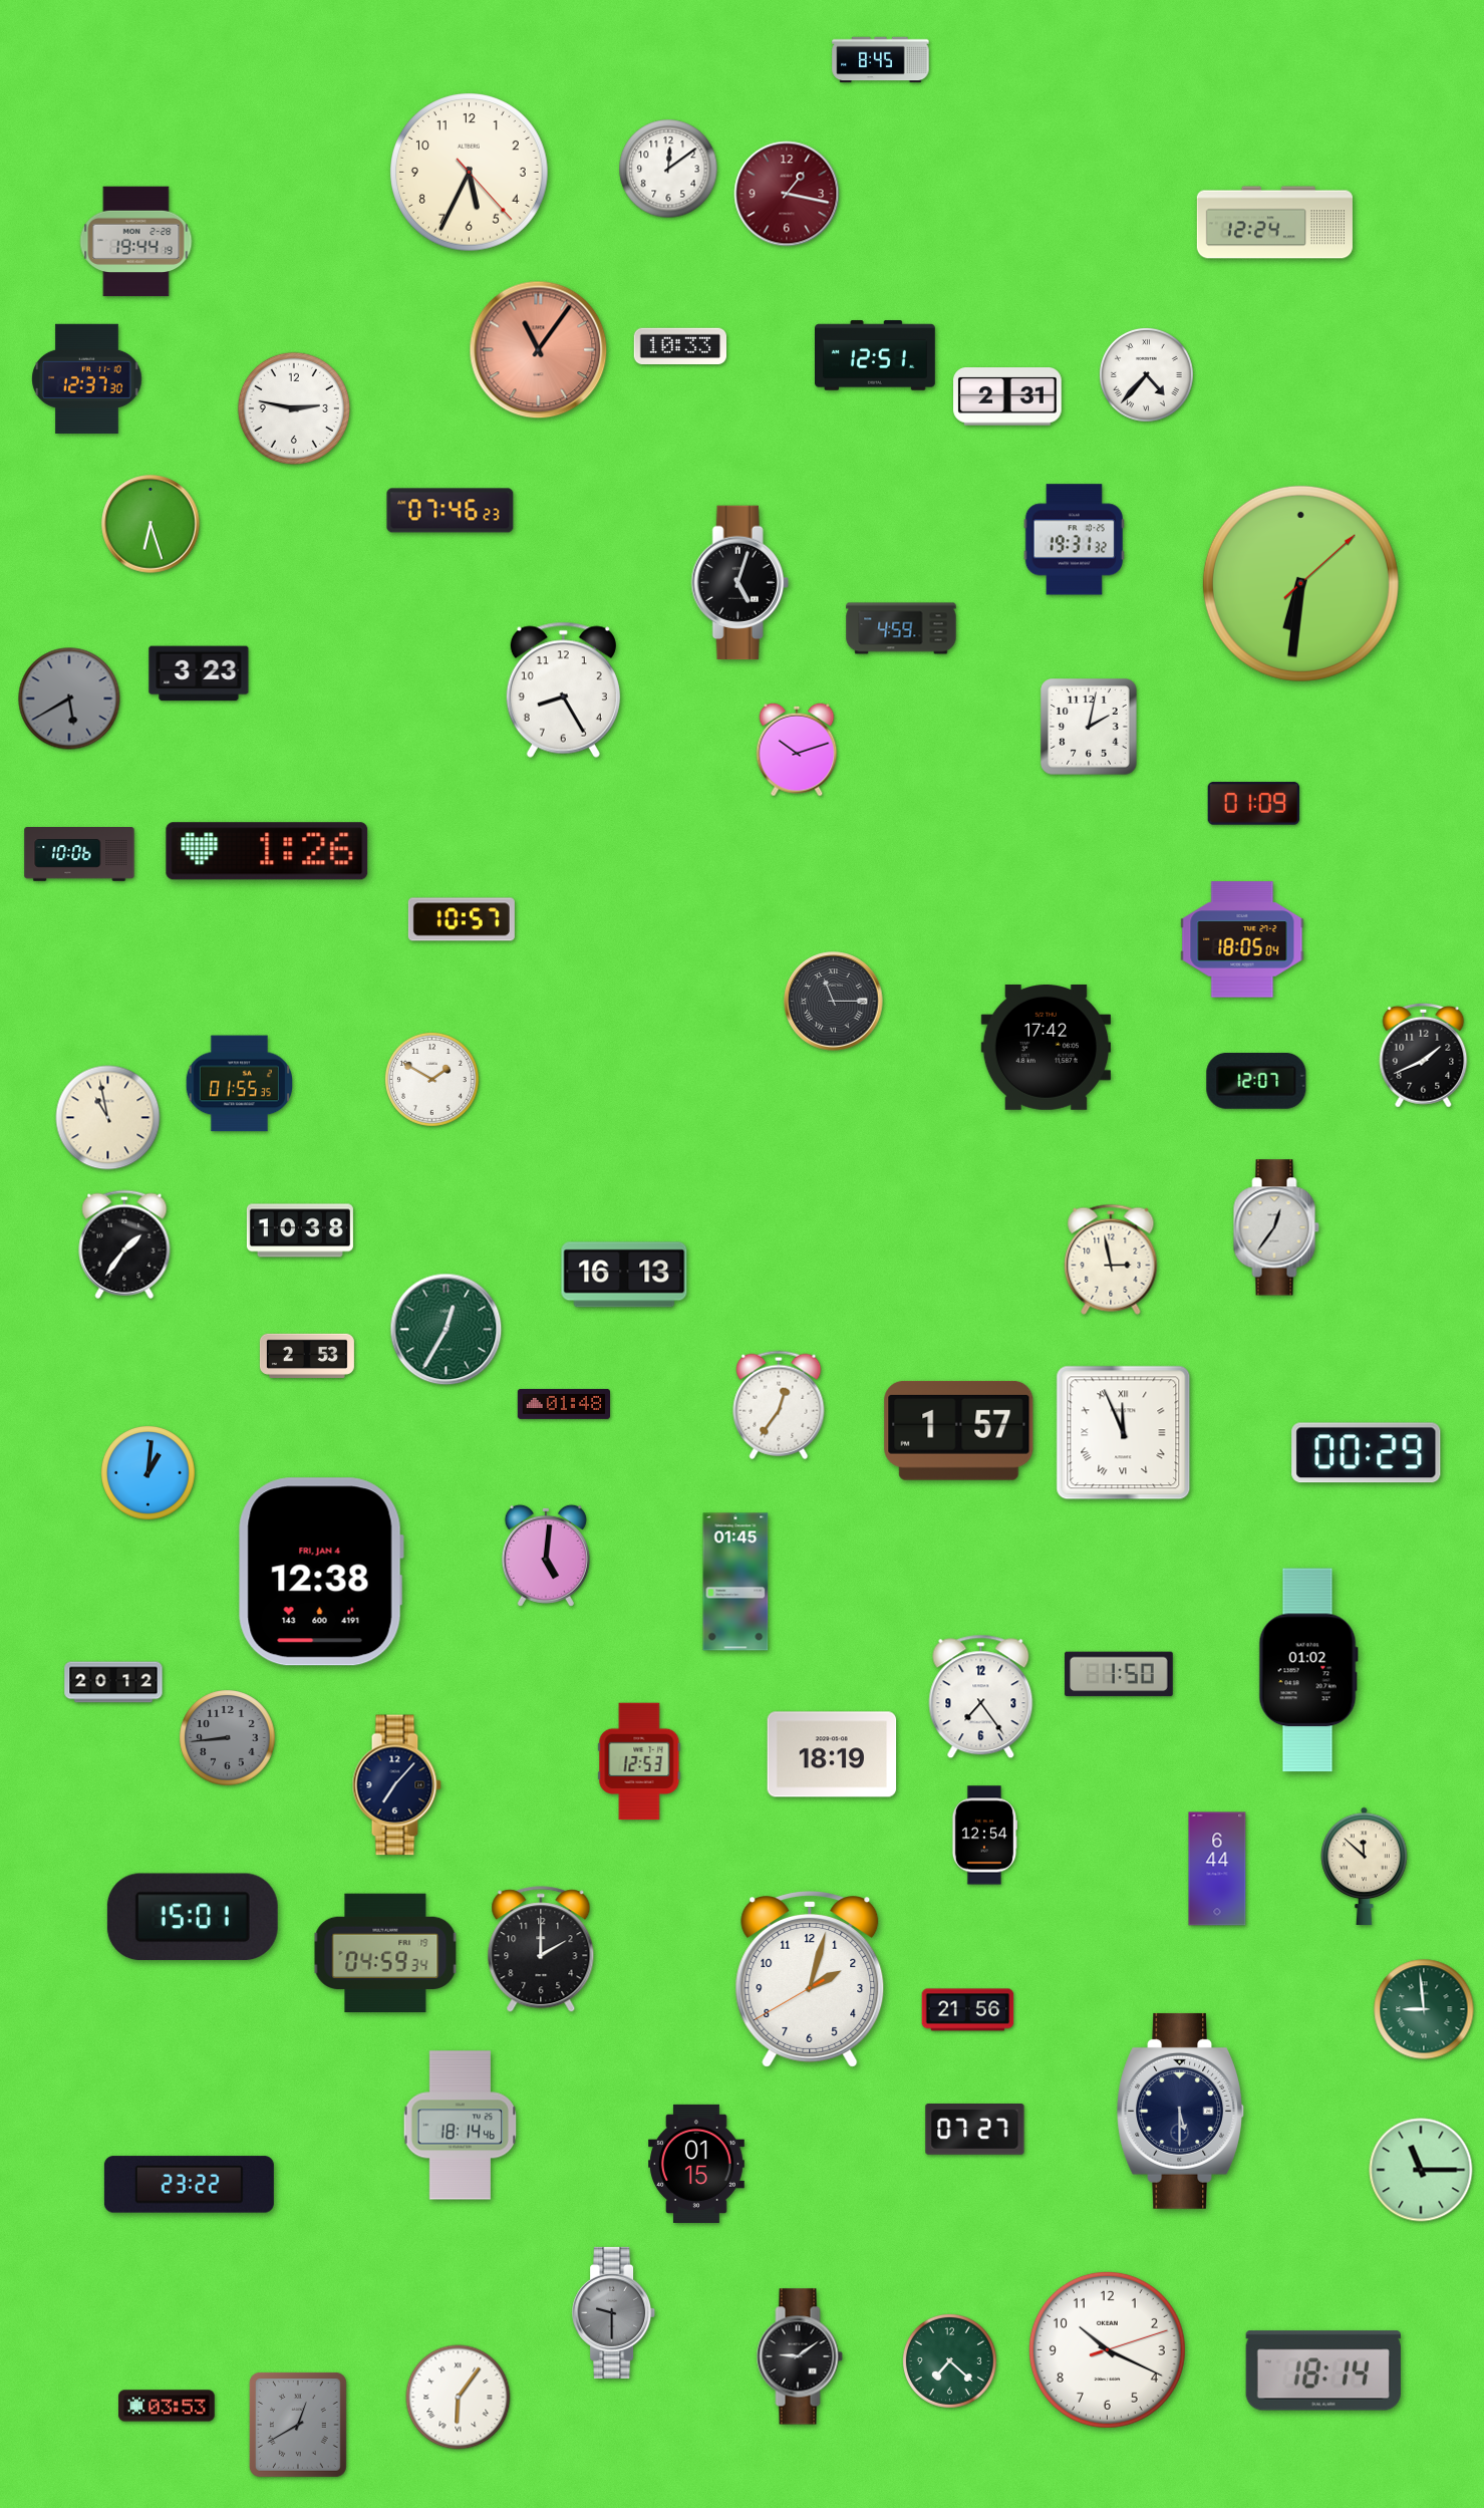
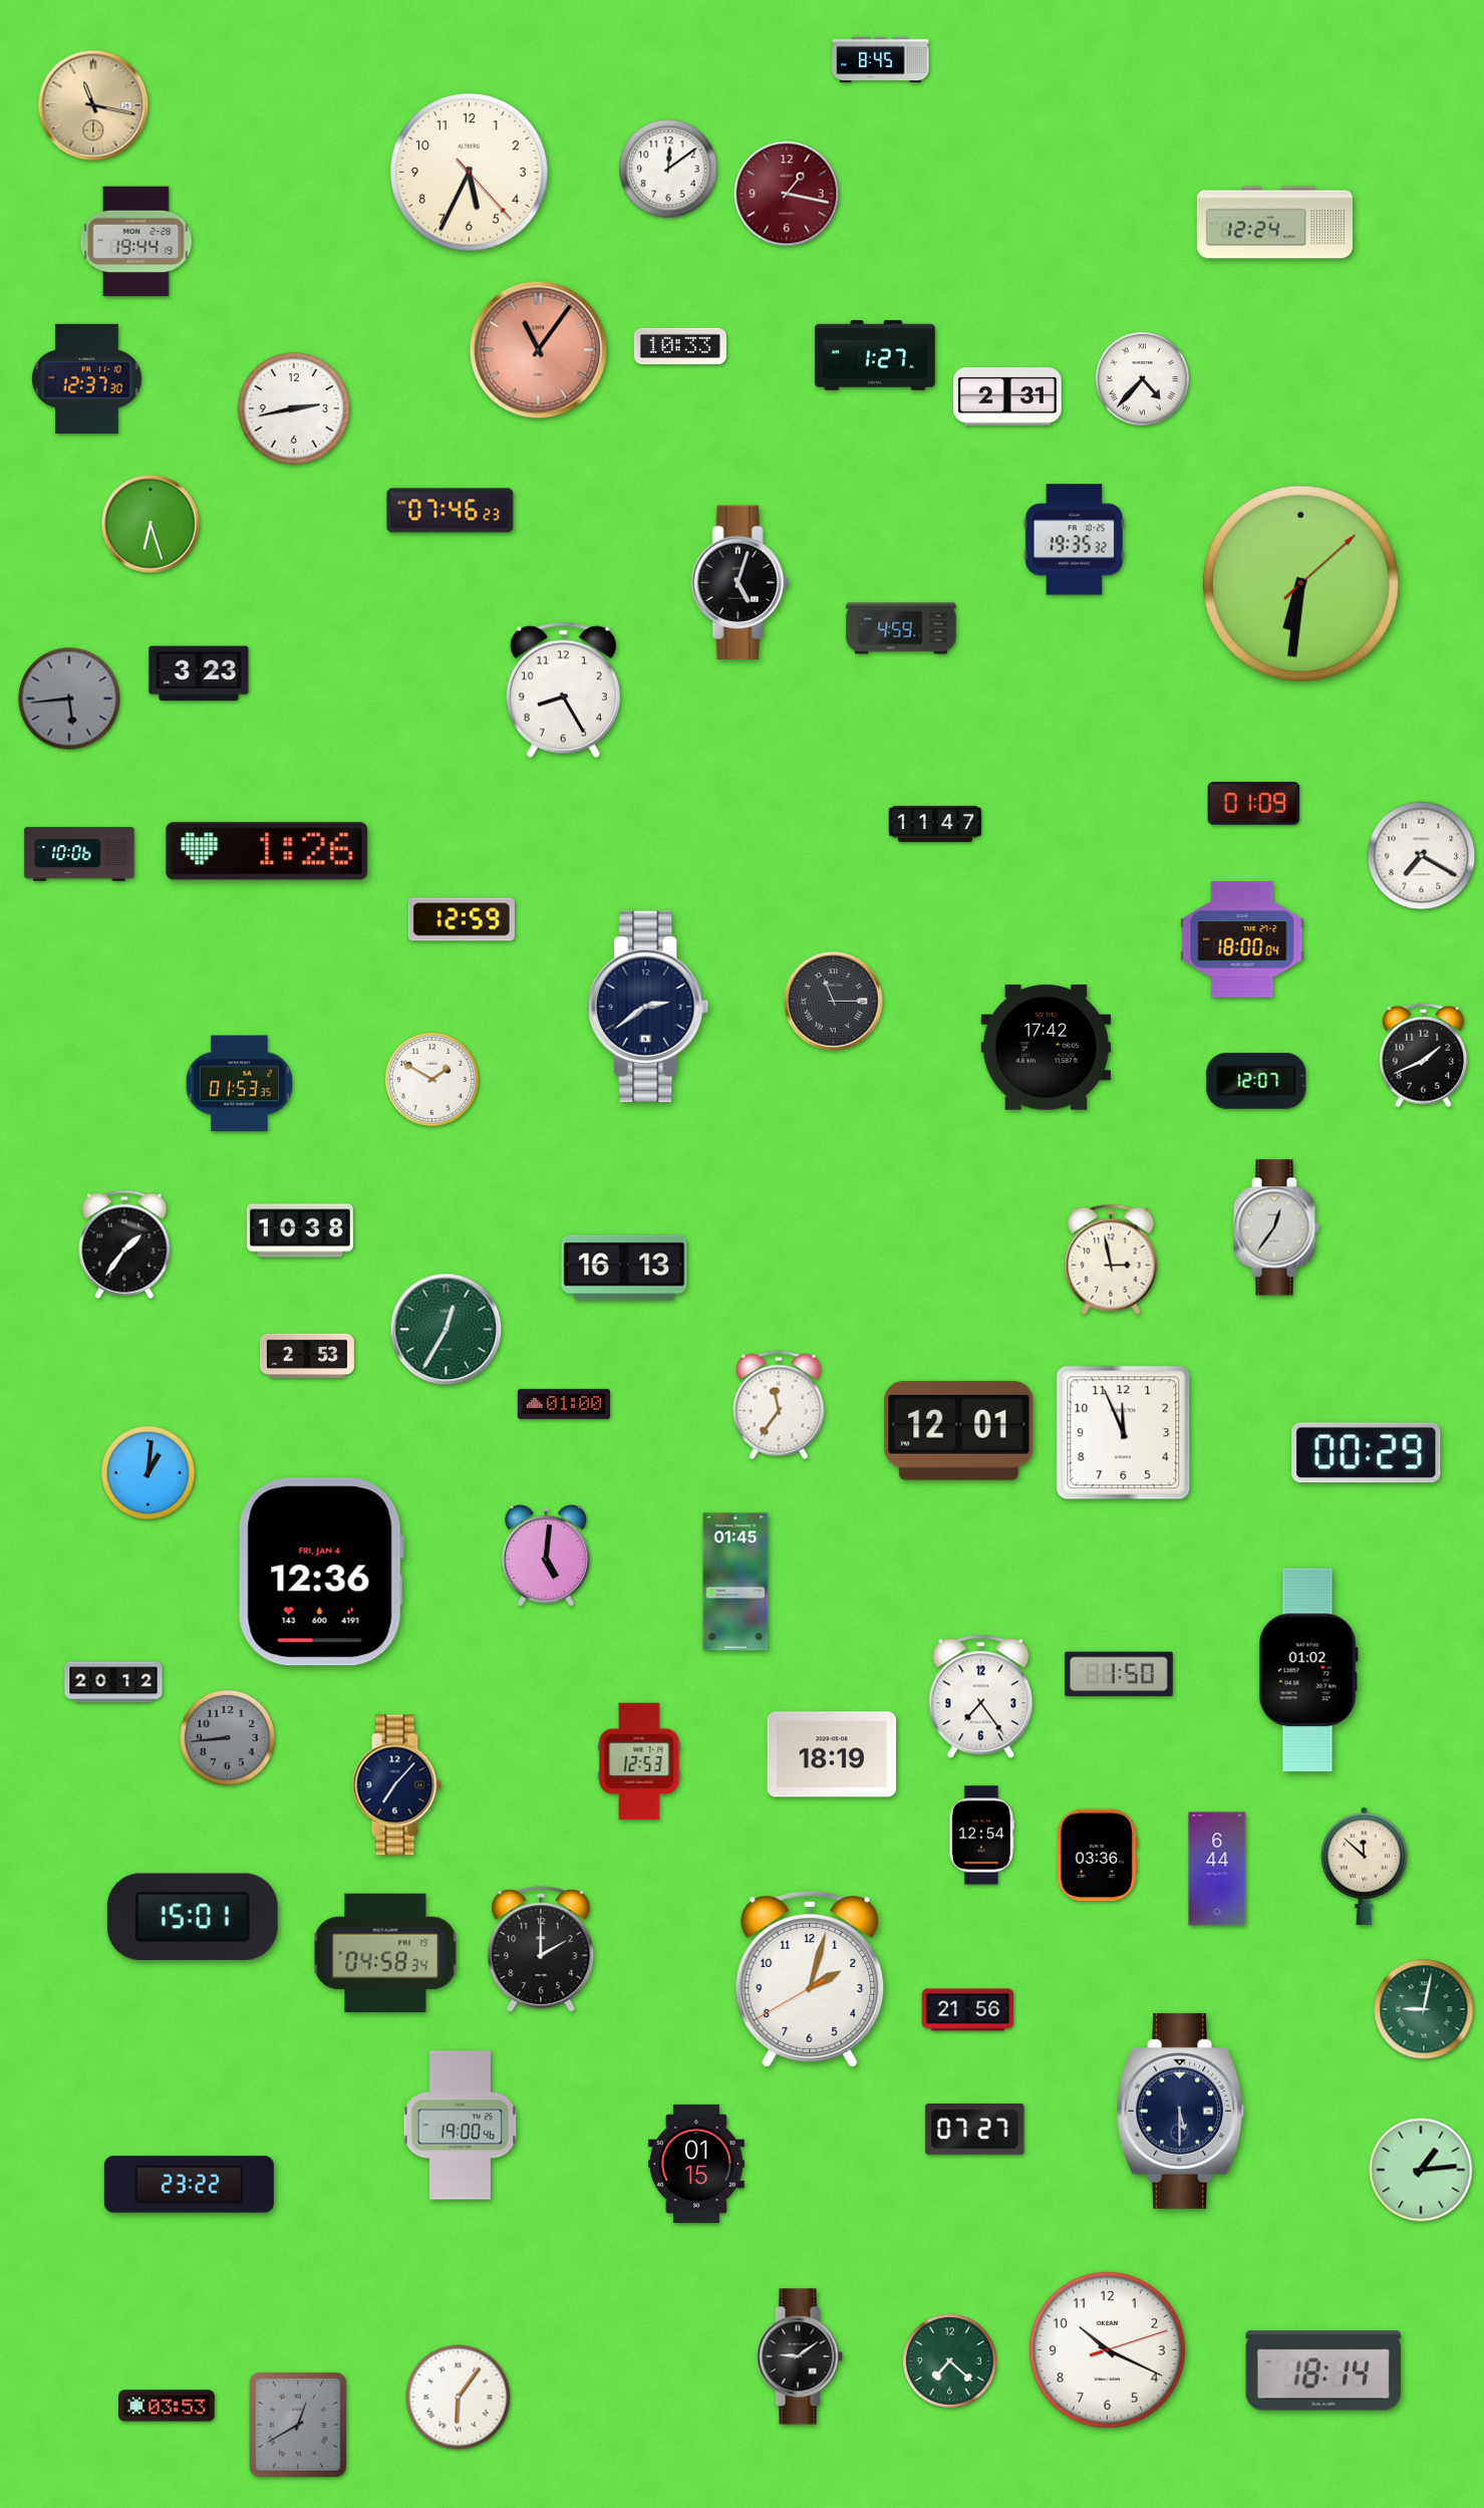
clock at (93, 105): none -> 11:17
clock at (876, 355): 12:51 -> 1:27
clock at (1146, 374) position: (1146, 374) -> (1142, 378)
clock at (294, 408): 2:47 -> 2:43
clock at (1074, 540): 19:31 -> 19:35
clock at (69, 699): 5:40 -> 5:44
clock at (1089, 727): 2:02 -> none
clock at (797, 750): 10:12 -> none
clock at (934, 824): none -> 11:47
clock at (1422, 856): none -> 7:20
clock at (462, 919): 10:57 -> 12:59
clock at (1242, 939): 18:05 -> 18:00
clock at (648, 1007): none -> 2:39
clock at (239, 1084): 01:55 -> 01:53
clock at (108, 1118): 10:58 -> none
clock at (624, 1275) position: (624, 1275) -> (624, 1268)
clock at (564, 1404): 01:48 -> 01:00
clock at (779, 1405): 12:36 -> 11:36
clock at (959, 1430): 1:57 -> 12:01
clock at (1124, 1433) numerals: Roman -> Arabic
clock at (321, 1572): 12:38 -> 12:36
clock at (983, 1836) position: (983, 1836) -> (980, 1836)
clock at (1097, 1856): none -> 03:36
clock at (385, 1953): 04:59 -> 04:58
clock at (1424, 2009): 8:59 -> 9:02
clock at (461, 2126): 18:14 -> 19:00
clock at (1421, 2170): 11:15 -> 1:14
clock at (614, 2312): 9:30 -> none
